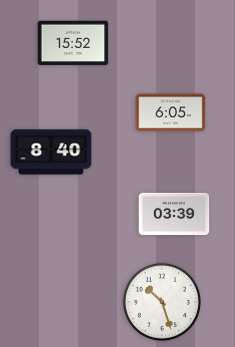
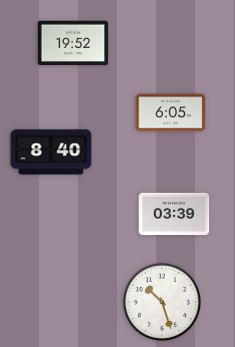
clock at (73, 43): 15:52 -> 19:52
